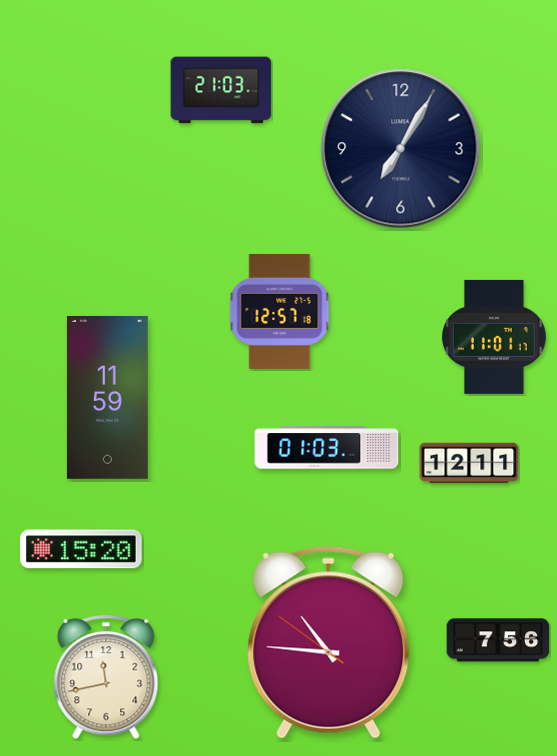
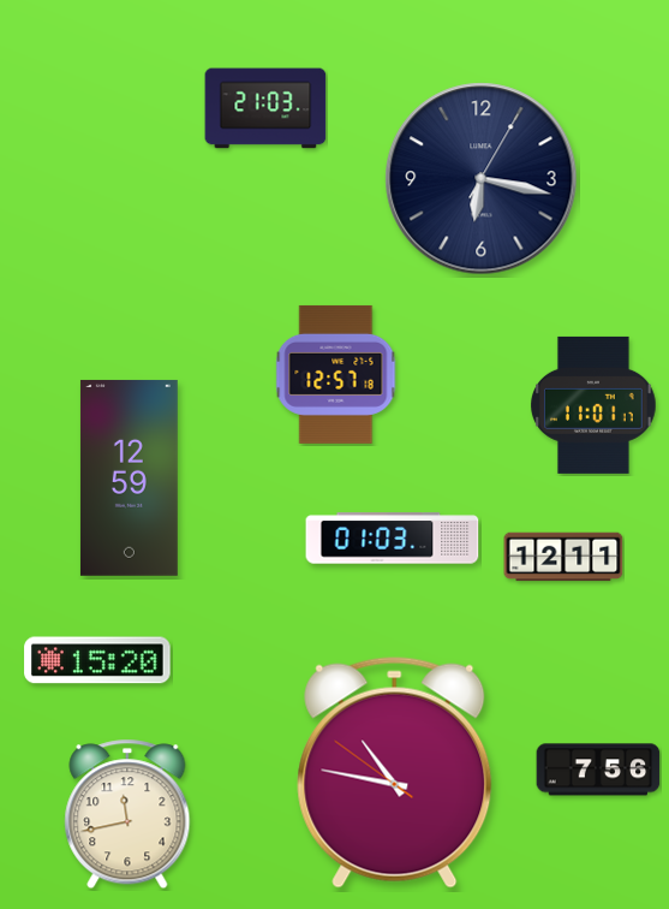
clock at (401, 149): 7:05 -> 6:17
clock at (107, 397): 11:59 -> 12:59
clock at (329, 642): 10:45 -> 10:46
